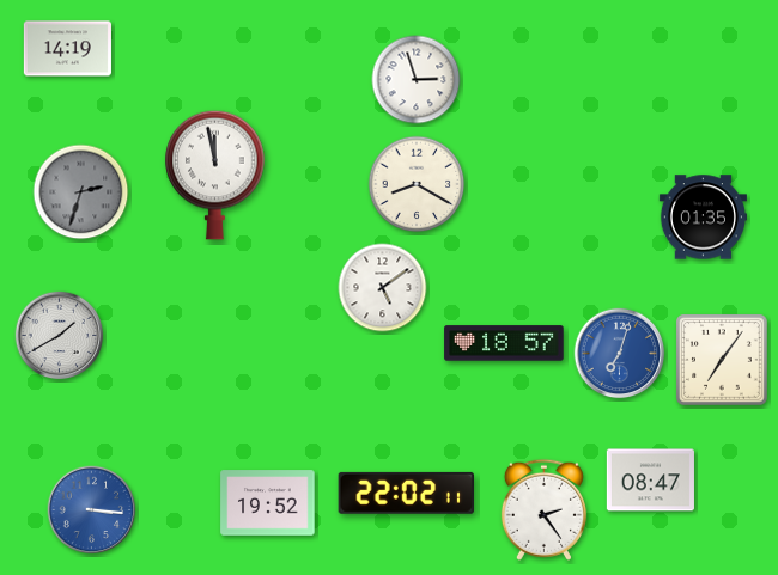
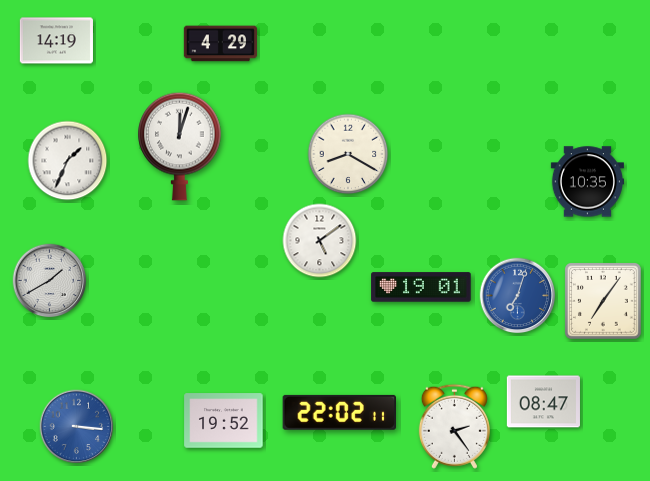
clock at (220, 44): none -> 4:29
clock at (417, 80): 2:57 -> none
clock at (215, 175): 11:58 -> 12:03
clock at (81, 192): 2:33 -> 1:34
clock at (81, 192) dial: grey -> white
clock at (703, 218): 01:35 -> 10:35
clock at (504, 343): 18:57 -> 19:01
